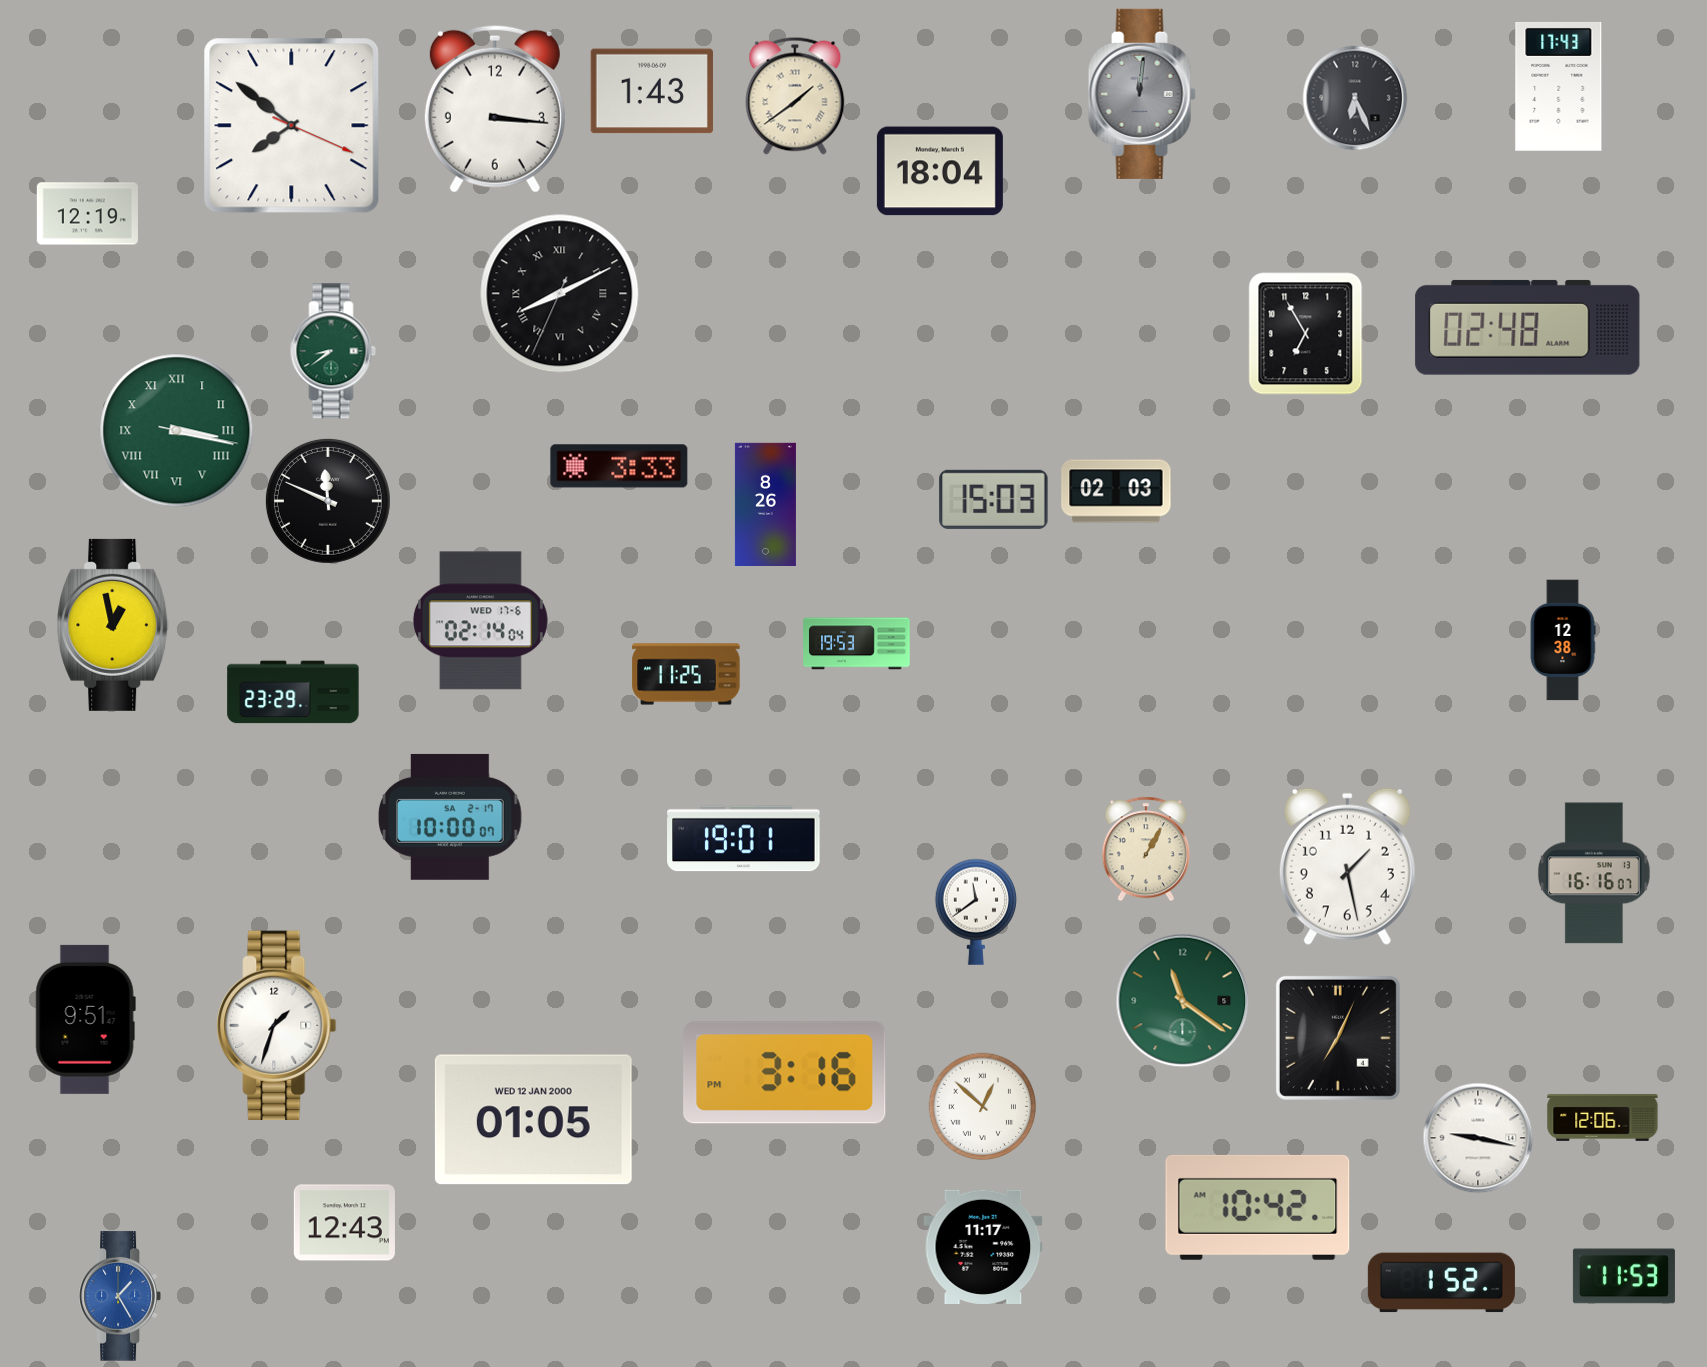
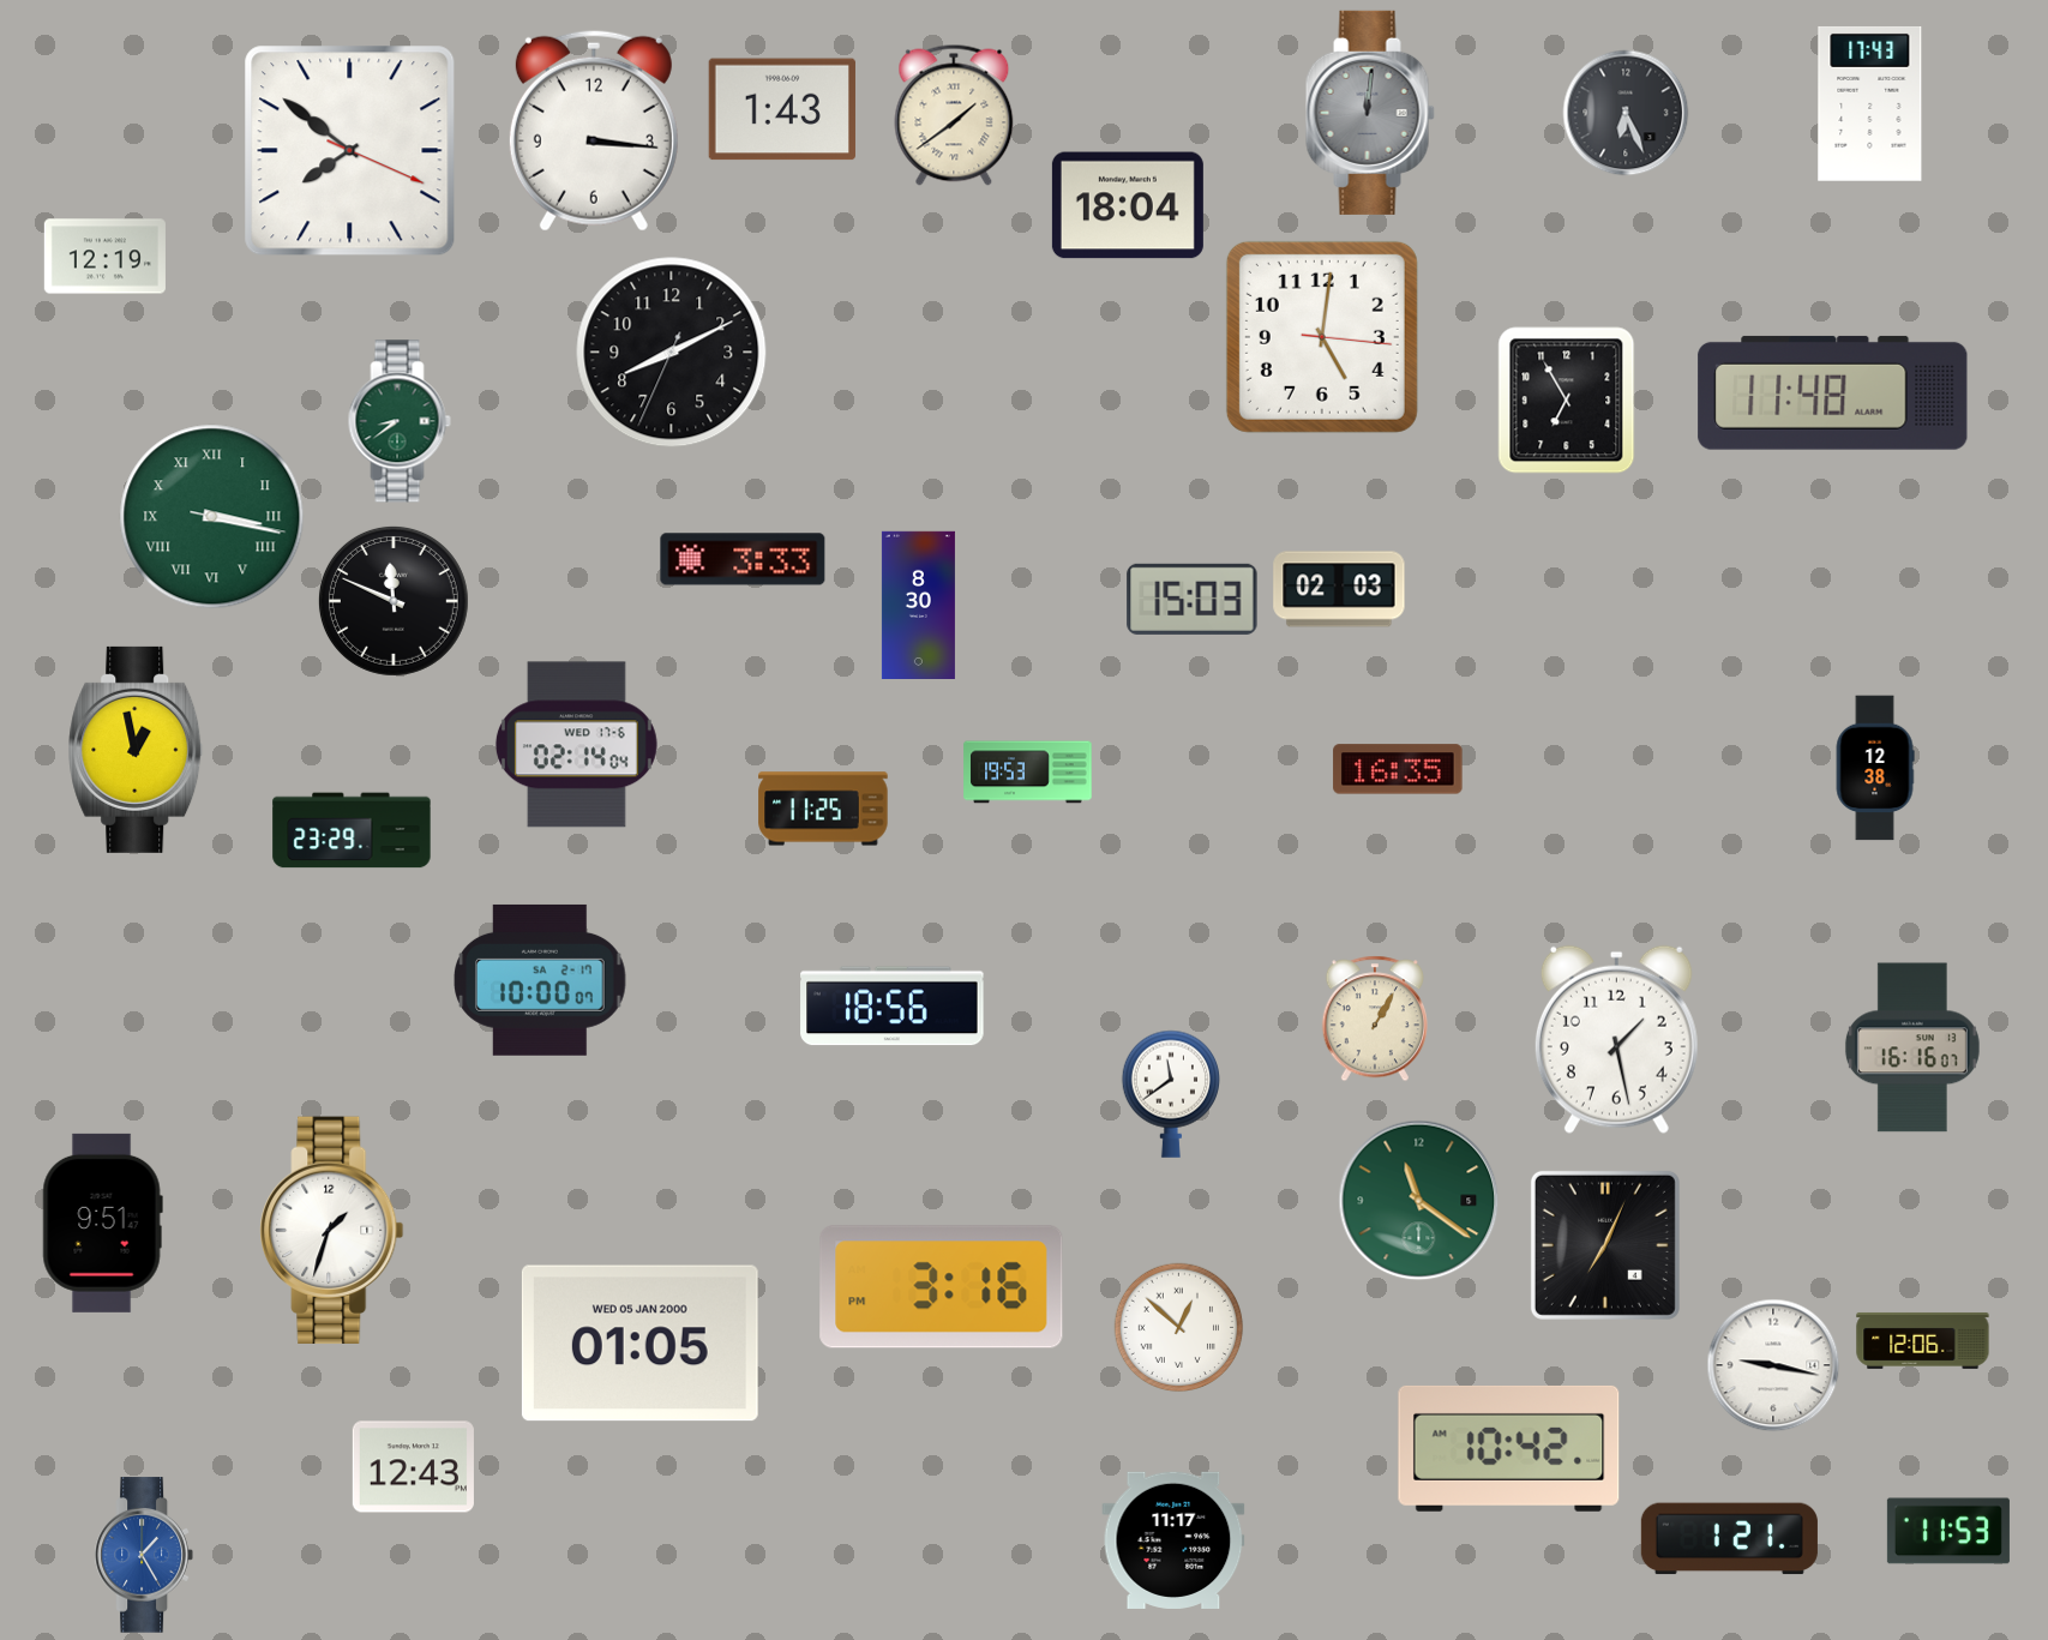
clock at (1355, 98) position: (1355, 98) -> (1626, 113)
clock at (1322, 337): none -> 5:01
clock at (560, 294) numerals: Roman -> Arabic
clock at (1528, 327): 02:48 -> 11:48
clock at (765, 504): 8:26 -> 8:30
clock at (1398, 769): none -> 16:35
clock at (744, 839): 19:01 -> 18:56
clock at (533, 1120) date: WED 12 JAN 2000 -> WED 05 JAN 2000
clock at (983, 1247) position: (983, 1247) -> (1173, 1540)
clock at (1441, 1283): 1:52 -> 1:21
